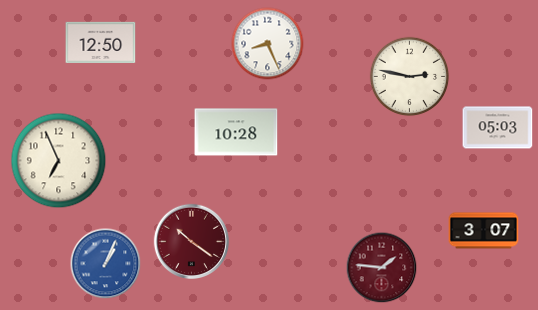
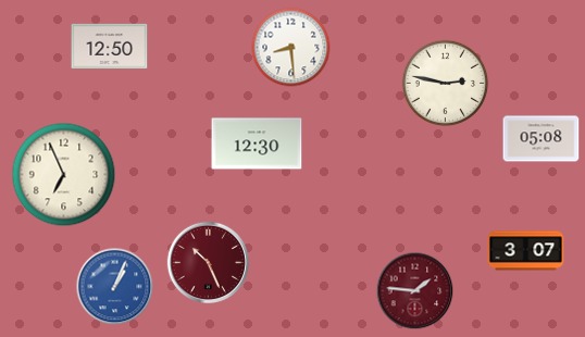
clock at (268, 44): 8:26 -> 8:29
clock at (498, 128): 05:03 -> 05:08
clock at (236, 132): 10:28 -> 12:30
clock at (192, 242): 10:21 -> 10:26
